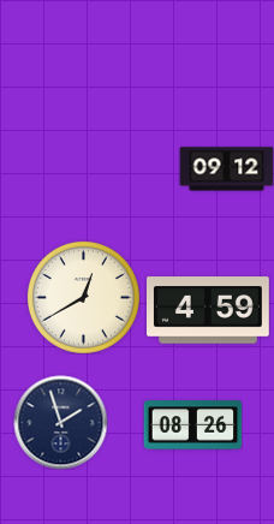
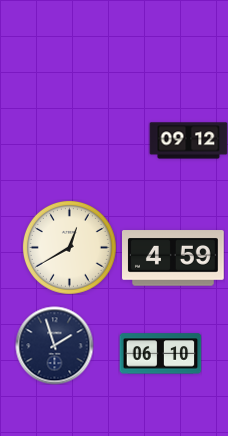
clock at (60, 422) position: (60, 422) -> (54, 345)
clock at (192, 425): 08:26 -> 06:10
